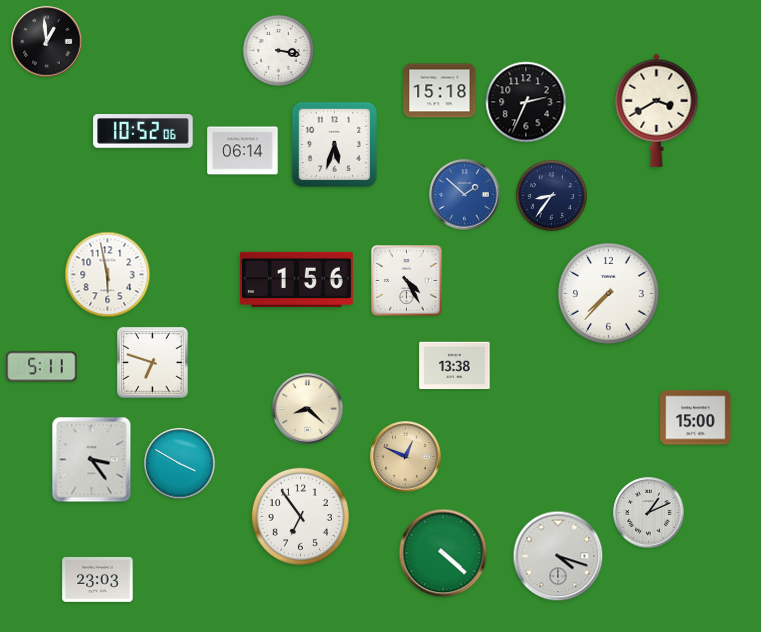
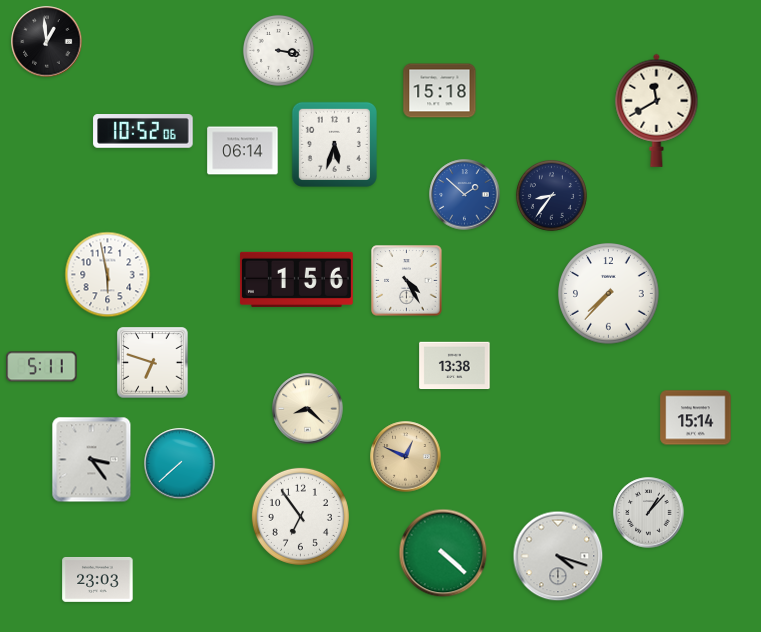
clock at (526, 102): 2:34 -> none
clock at (657, 110): 3:40 -> 11:40
clock at (696, 418): 15:00 -> 15:14
clock at (180, 464): 3:50 -> 7:38
clock at (649, 513): 1:11 -> 1:07
